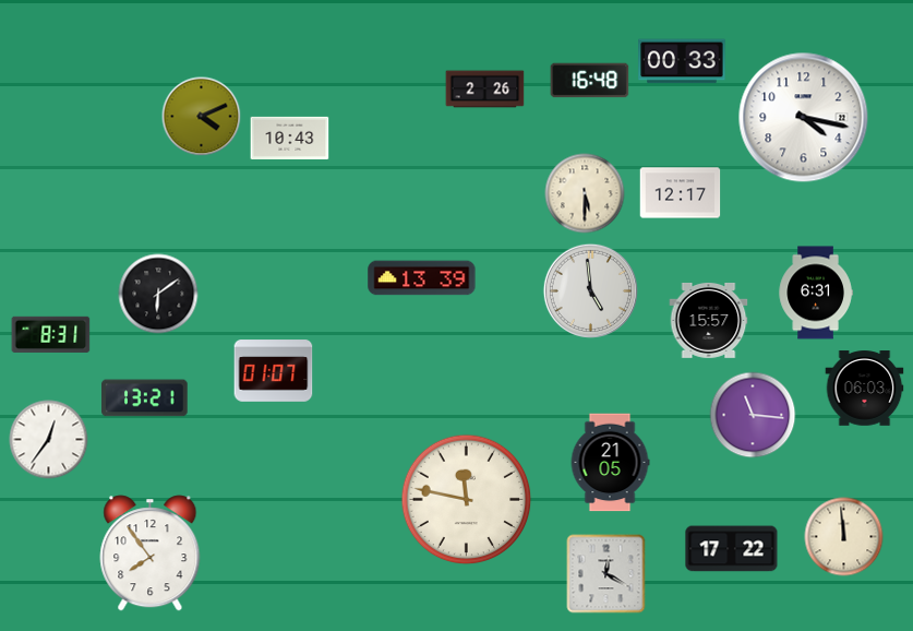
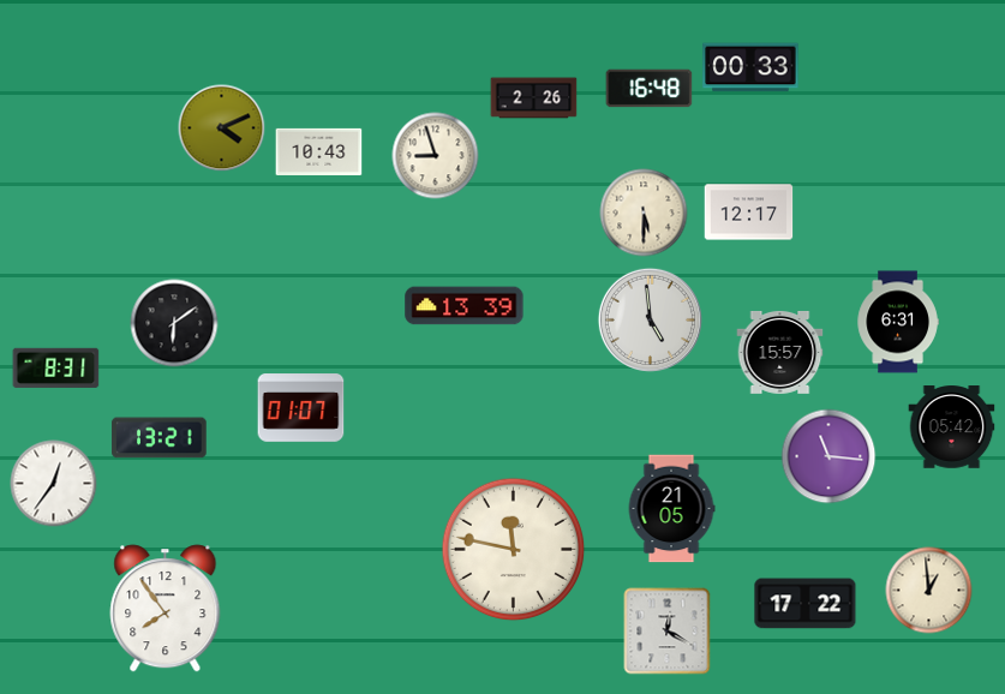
clock at (804, 118): 4:17 -> none
clock at (436, 156): none -> 8:57
clock at (865, 389): 06:03 -> 05:42
clock at (844, 537): 11:59 -> 12:59
